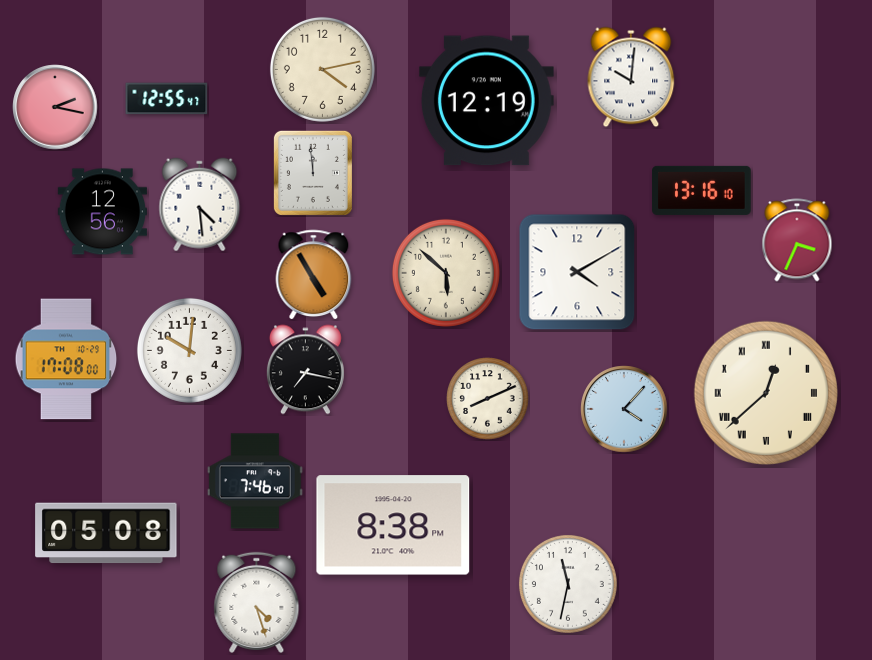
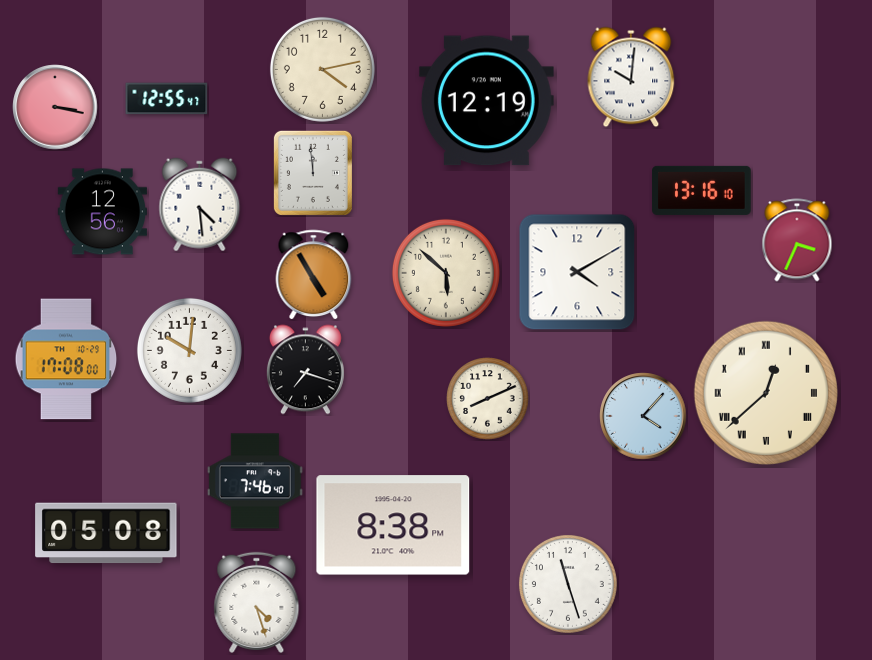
clock at (55, 107): 2:17 -> 3:17
clock at (305, 370): 7:17 -> 7:18
clock at (624, 409) position: (624, 409) -> (643, 416)
clock at (568, 584): 11:32 -> 11:27
